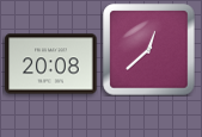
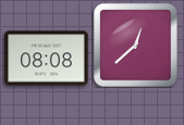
clock at (51, 64): 20:08 -> 08:08
